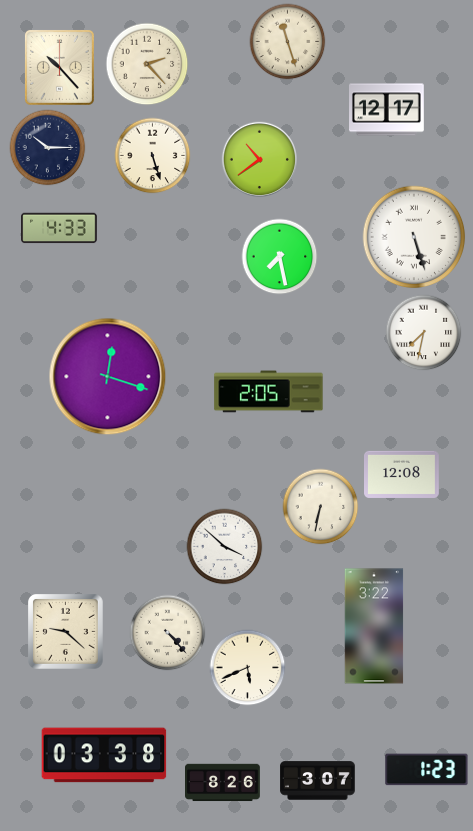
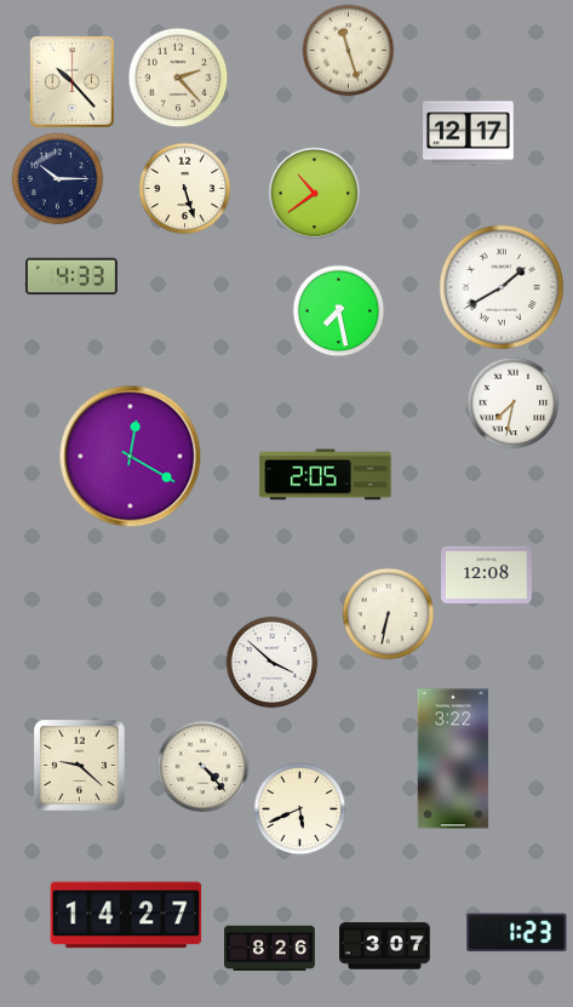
clock at (414, 237): 5:27 -> 1:40
clock at (108, 377): 12:18 -> 12:20
clock at (104, 755): 03:38 -> 14:27
